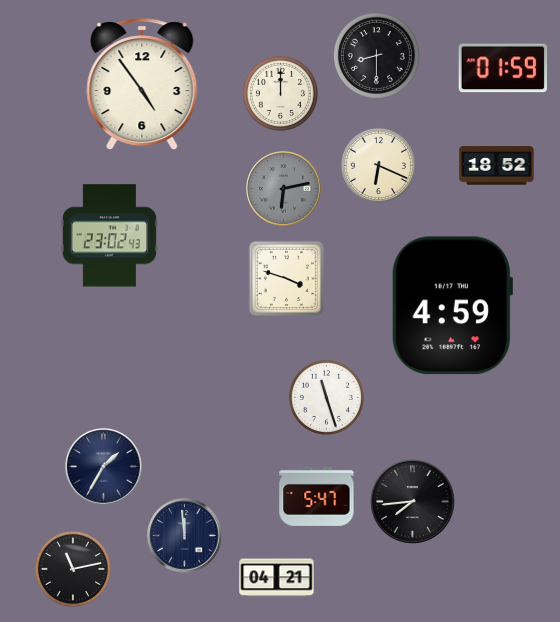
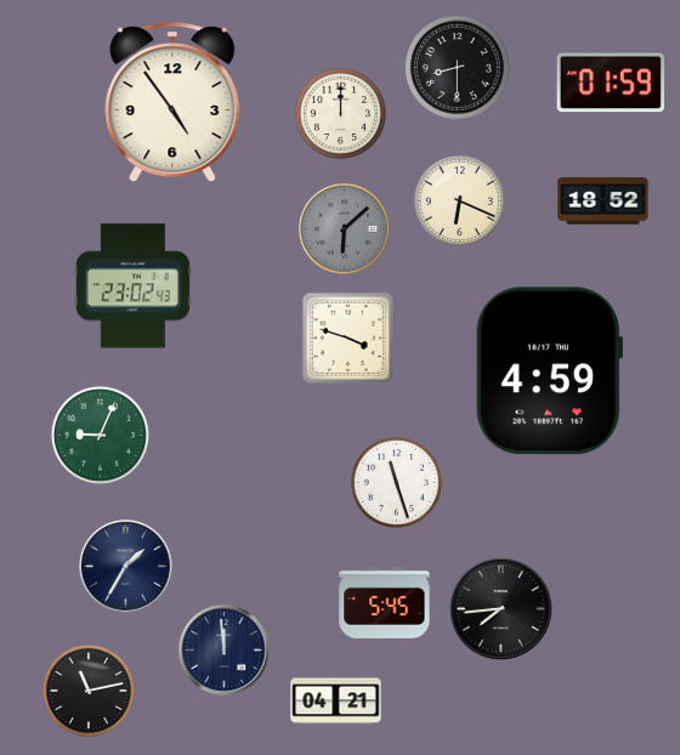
clock at (284, 189): 6:13 -> 6:08
clock at (100, 435): none -> 9:04
clock at (317, 496): 5:47 -> 5:45
